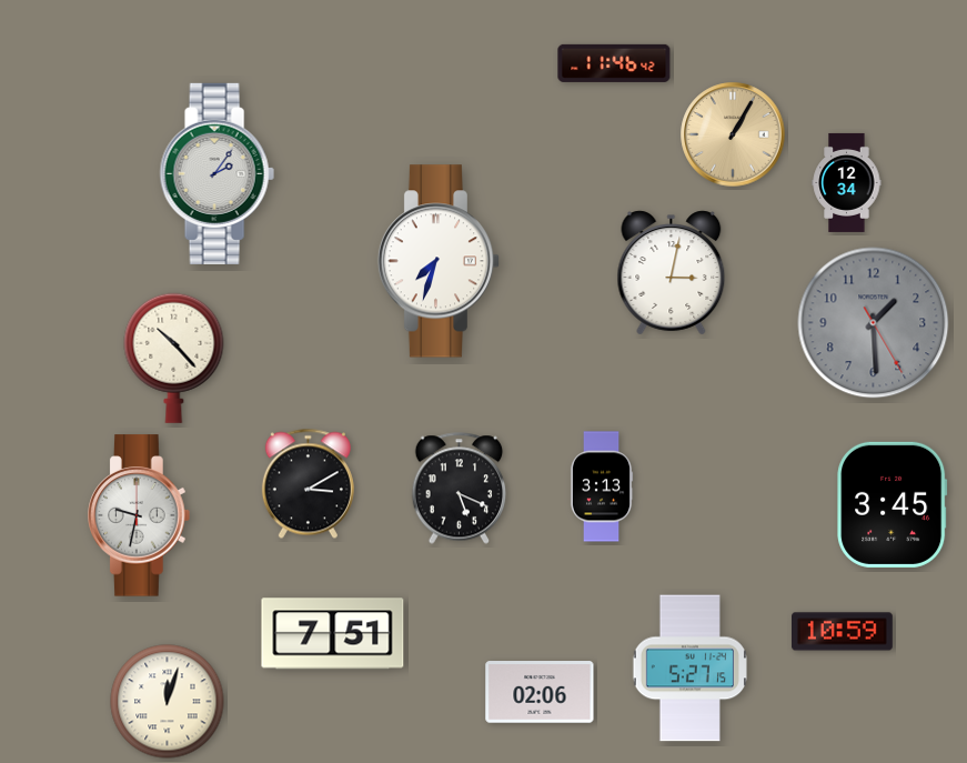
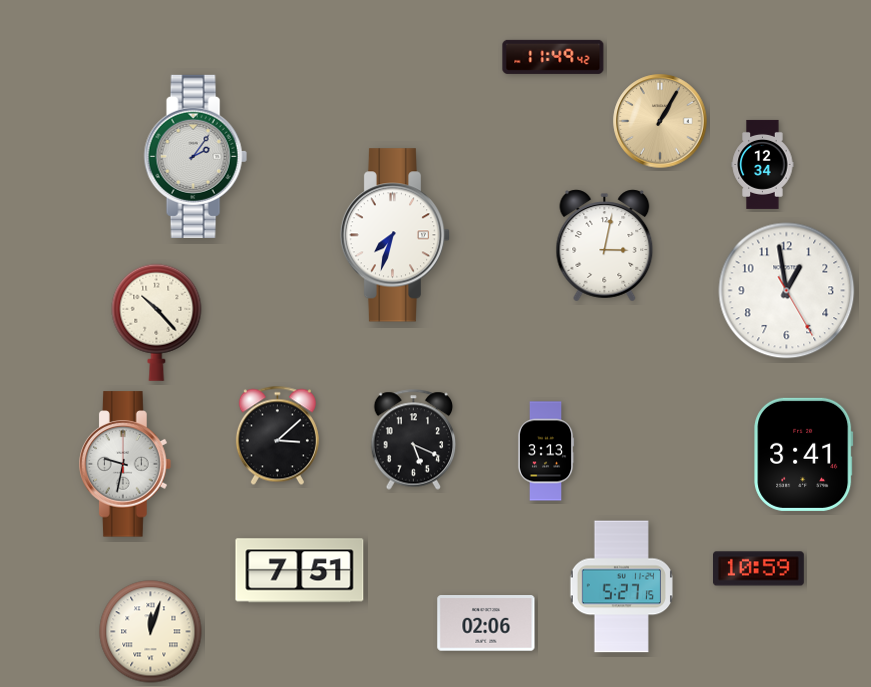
clock at (614, 63): 11:46 -> 11:49
clock at (874, 323): 1:29 -> 12:58
clock at (874, 323) dial: grey -> white
clock at (308, 484): 3:10 -> 3:08
clock at (602, 486) position: (602, 486) -> (546, 451)
clock at (893, 504): 3:45 -> 3:41
clock at (689, 669) position: (689, 669) -> (621, 587)
